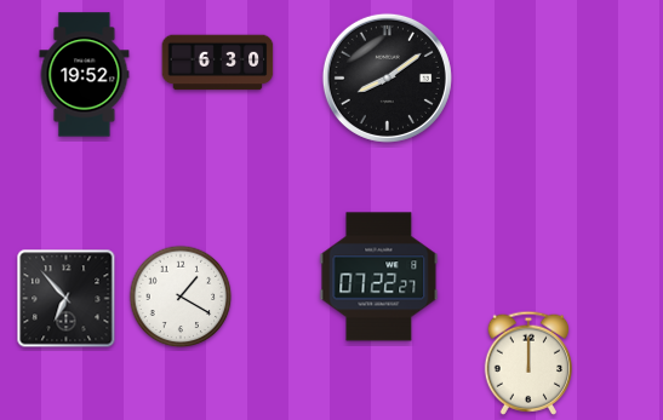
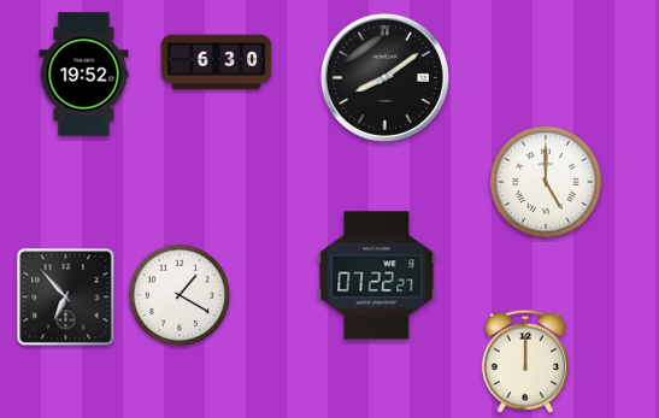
clock at (546, 182): none -> 5:00
